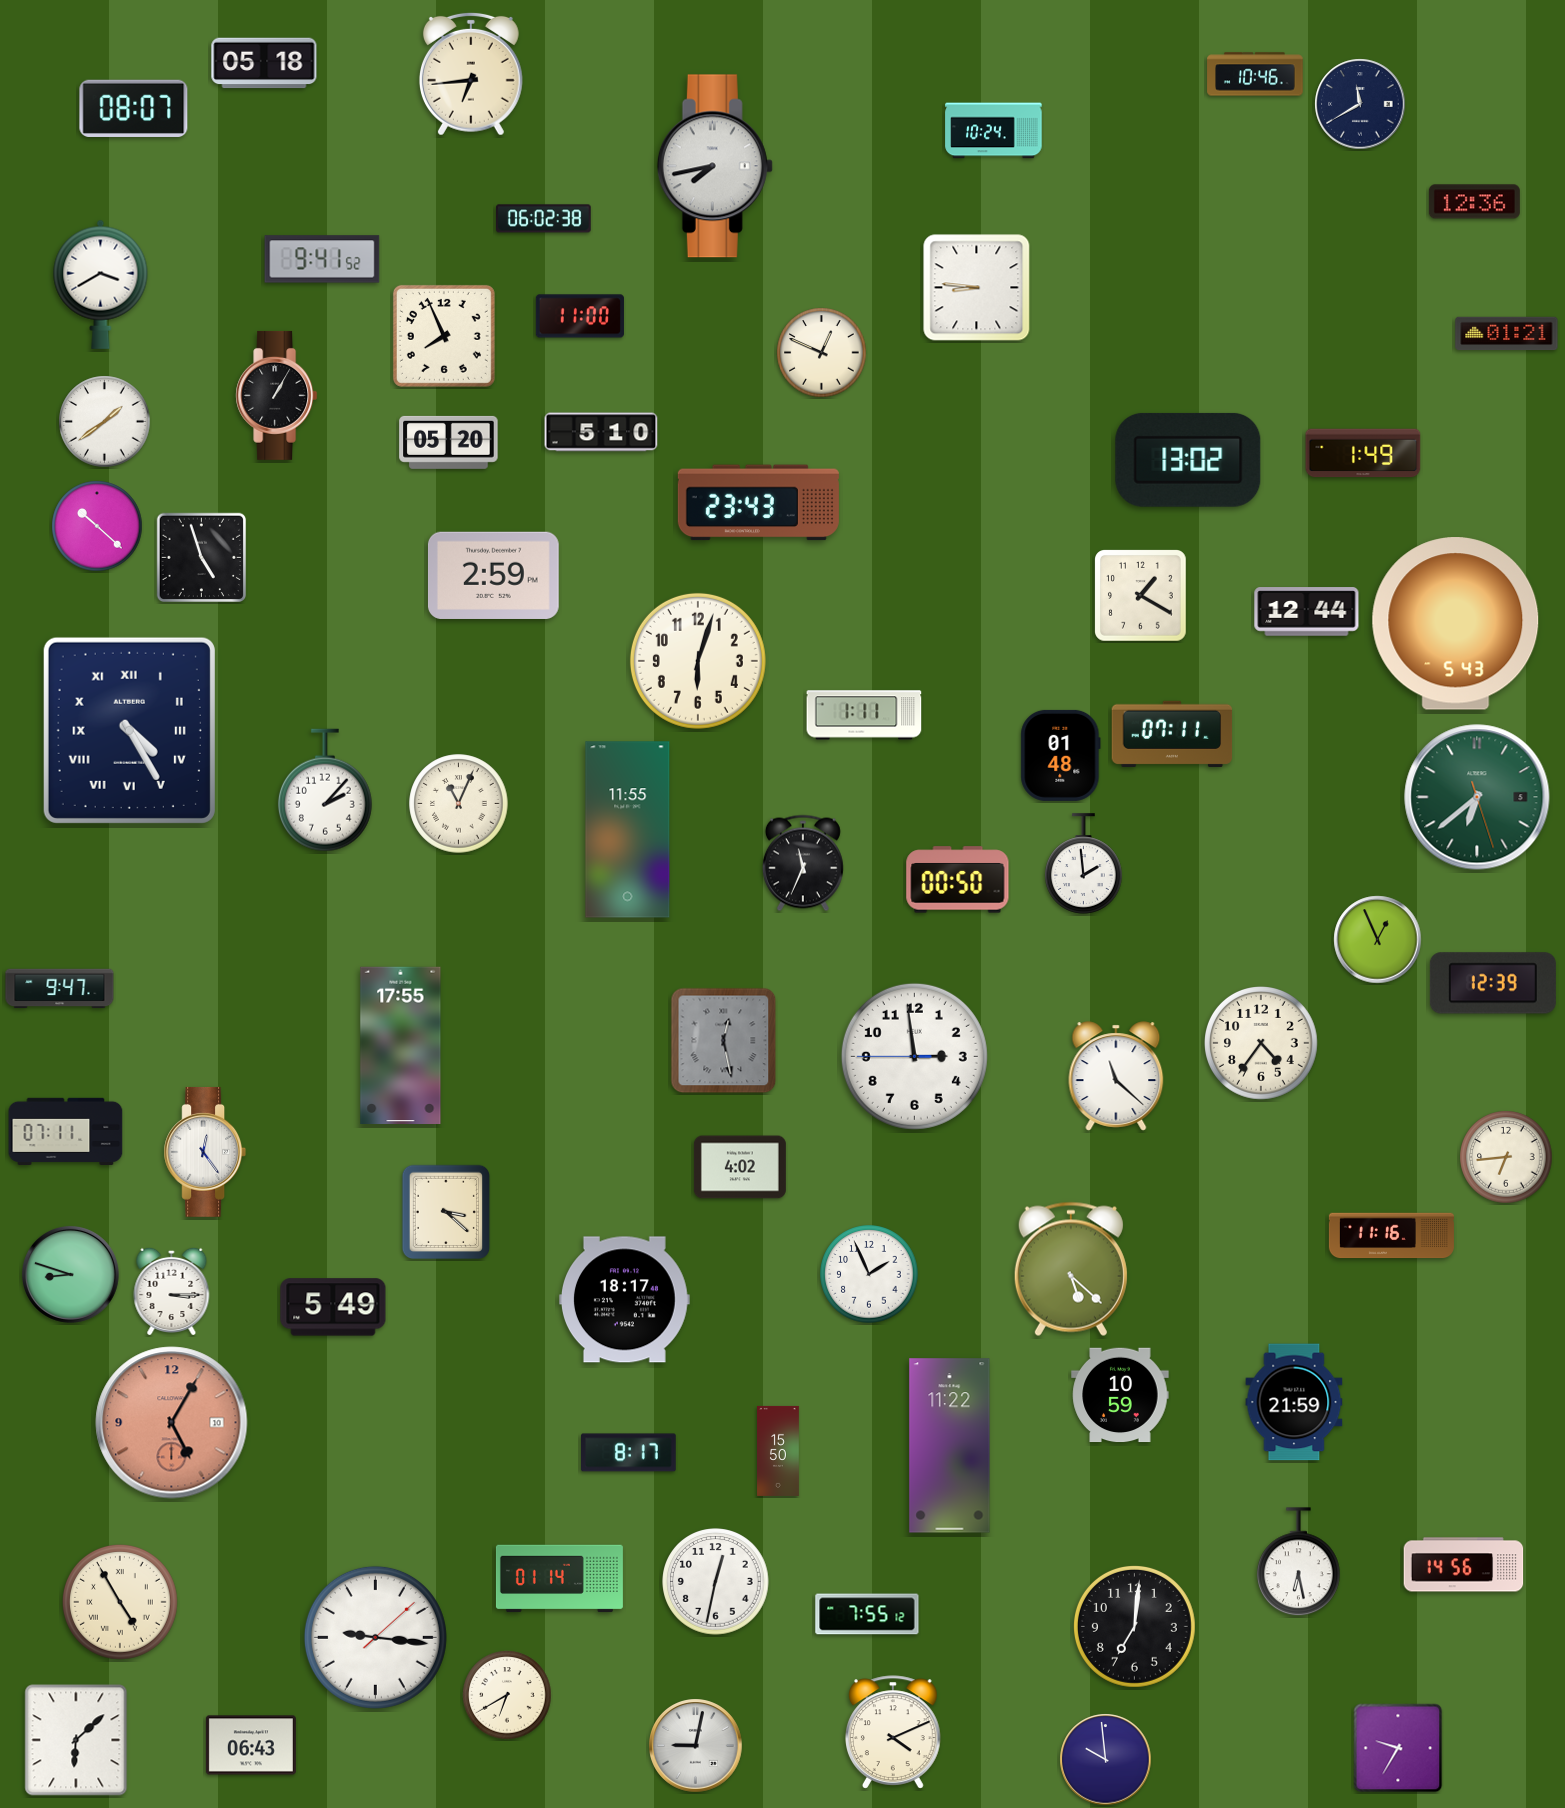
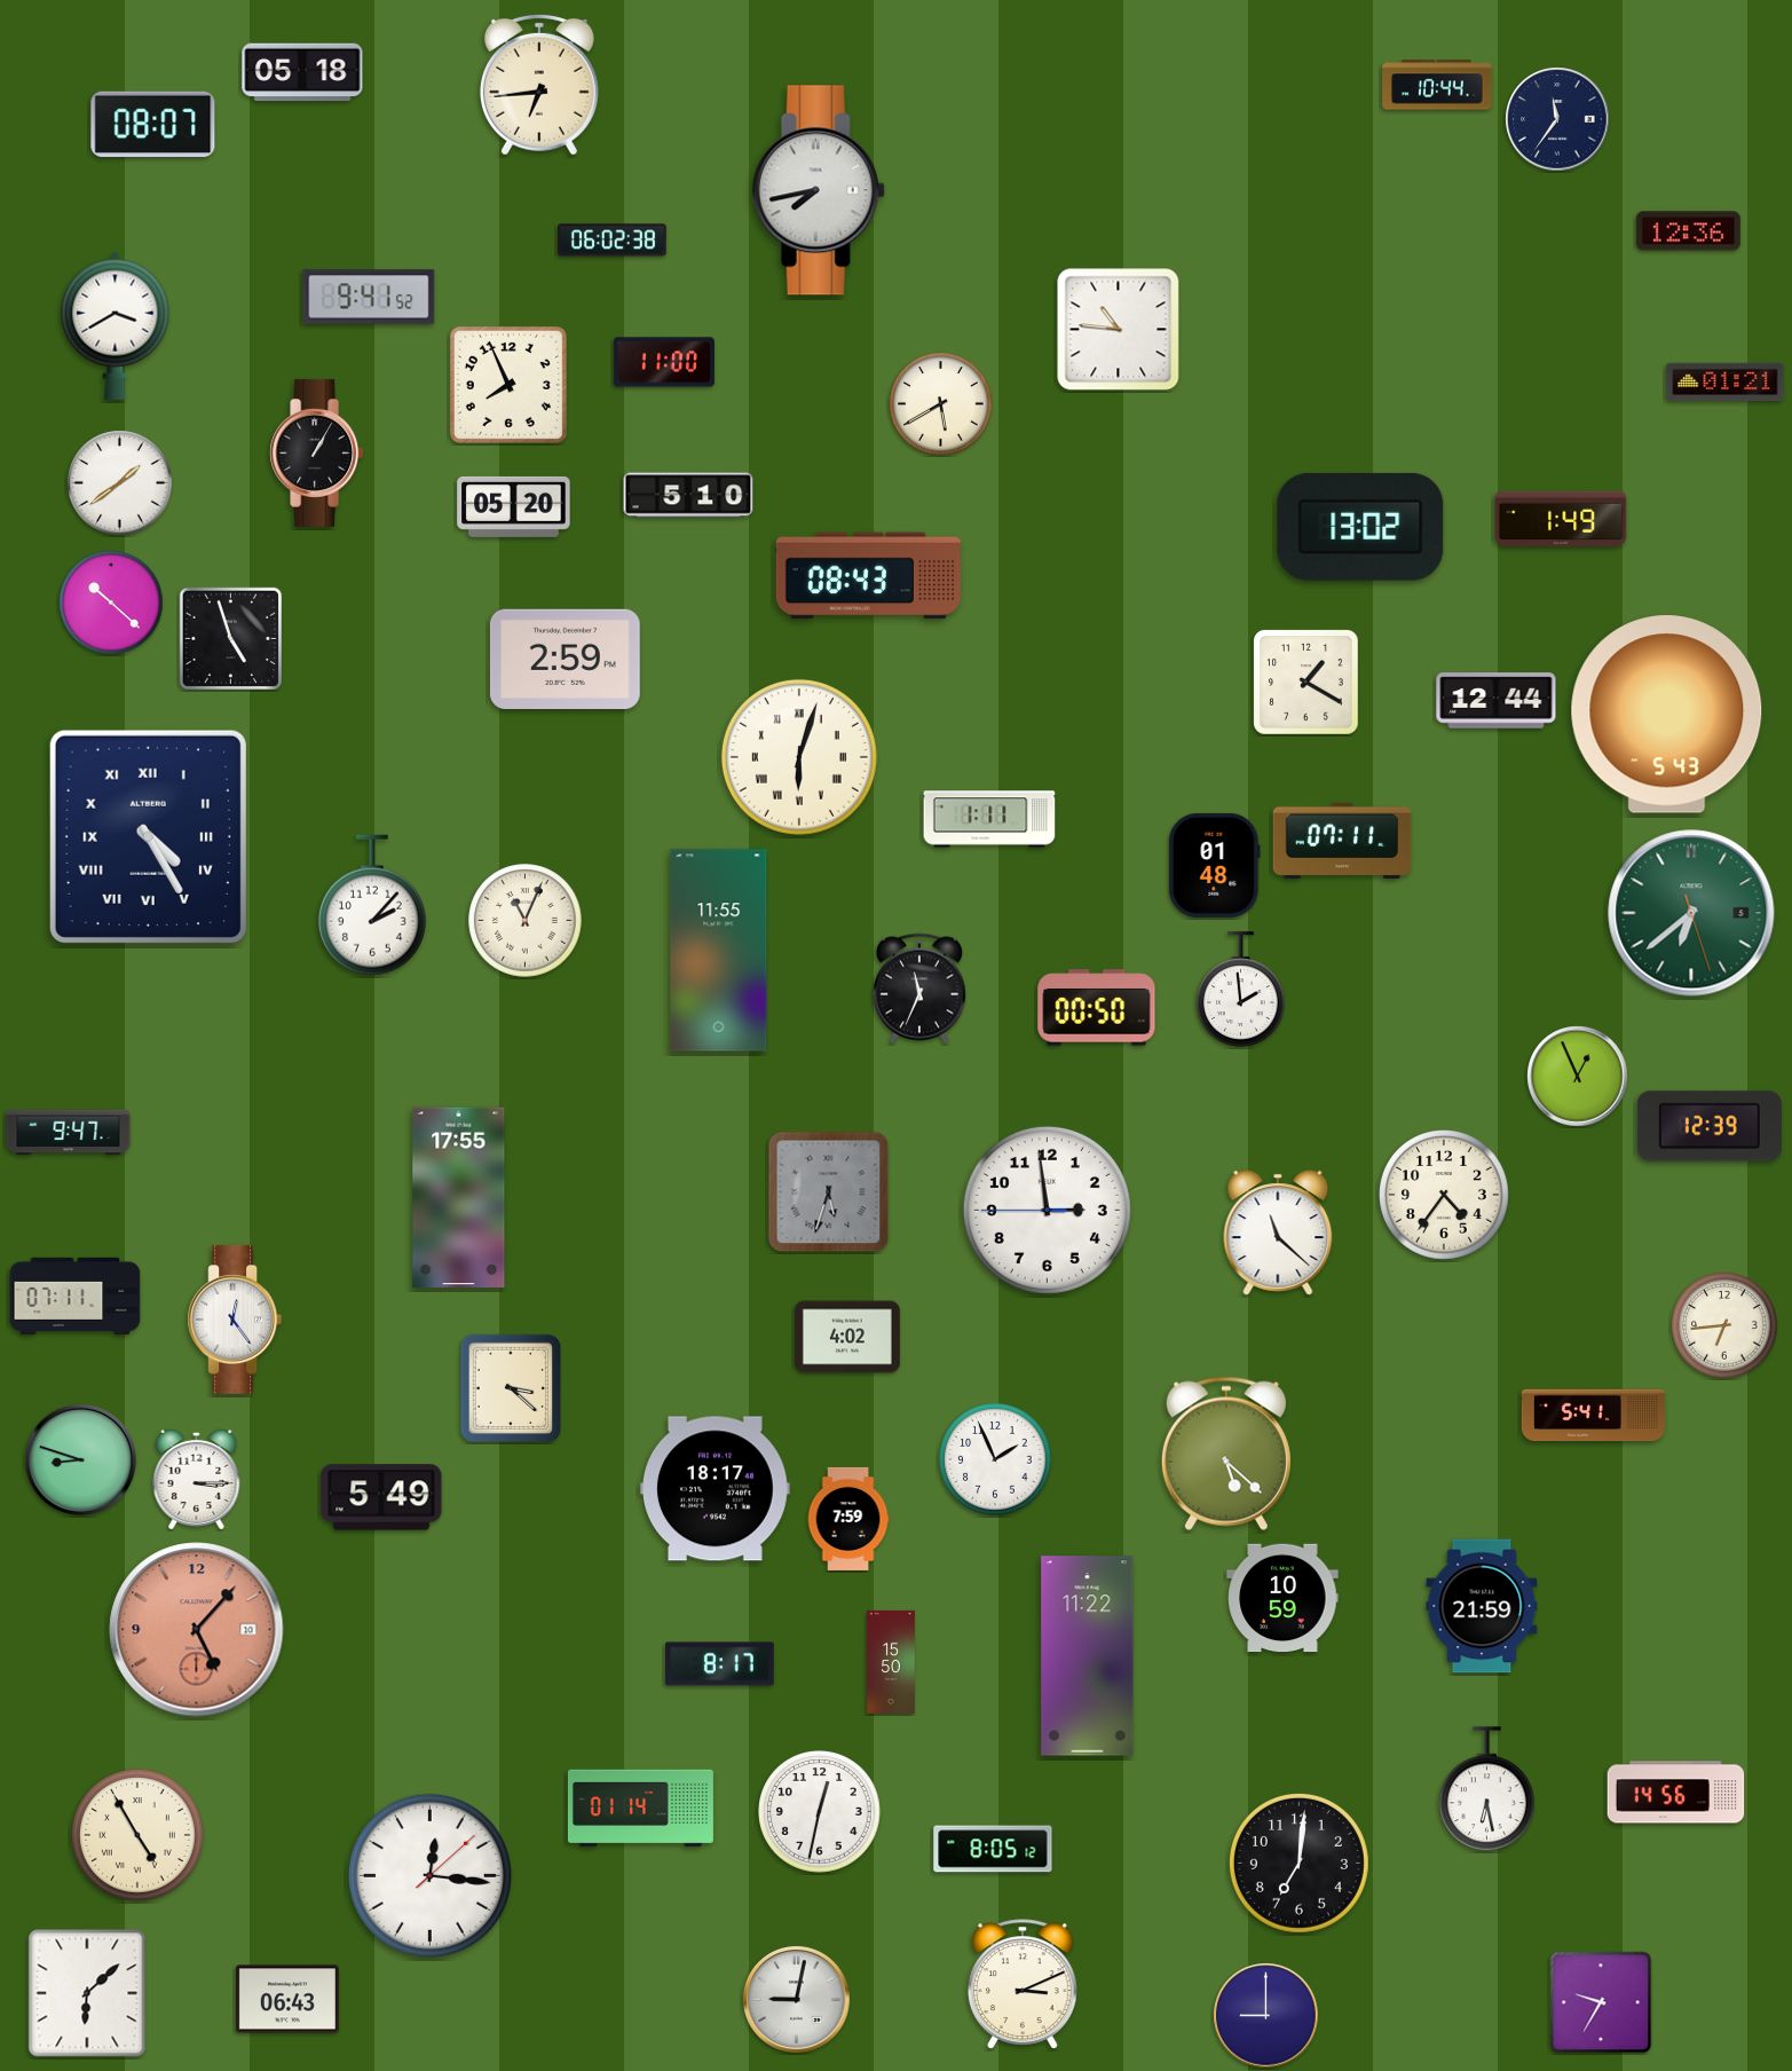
clock at (1255, 74): 10:46 -> 10:44
clock at (1360, 104): 11:40 -> 11:36
clock at (994, 131): 10:24 -> none
clock at (544, 219) position: (544, 219) -> (613, 241)
clock at (977, 288): 8:46 -> 10:46
clock at (822, 353): 12:49 -> 5:40
clock at (758, 503): 23:43 -> 08:43
clock at (698, 661) numerals: Arabic -> Roman
clock at (724, 1041): 12:28 -> 5:33
clock at (1391, 1236): 11:16 -> 5:41
clock at (848, 1519): none -> 7:59
clock at (172, 1423): 5:05 -> 5:07
clock at (867, 1614): 7:55 -> 8:05
clock at (375, 1637): 9:16 -> 12:16
clock at (507, 1695): 6:40 -> none
clock at (894, 1732): 4:11 -> 3:11
clock at (1106, 1760): 9:59 -> 9:00
